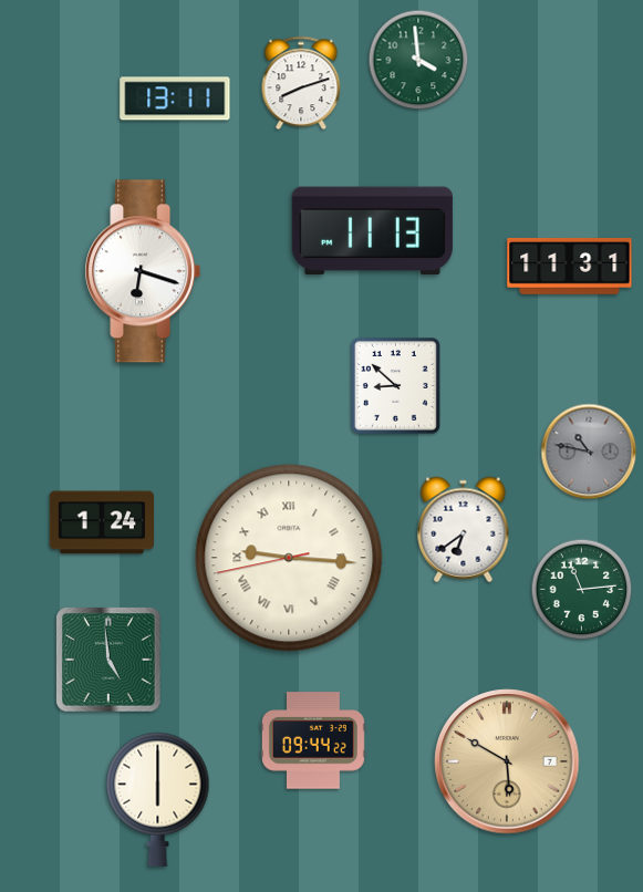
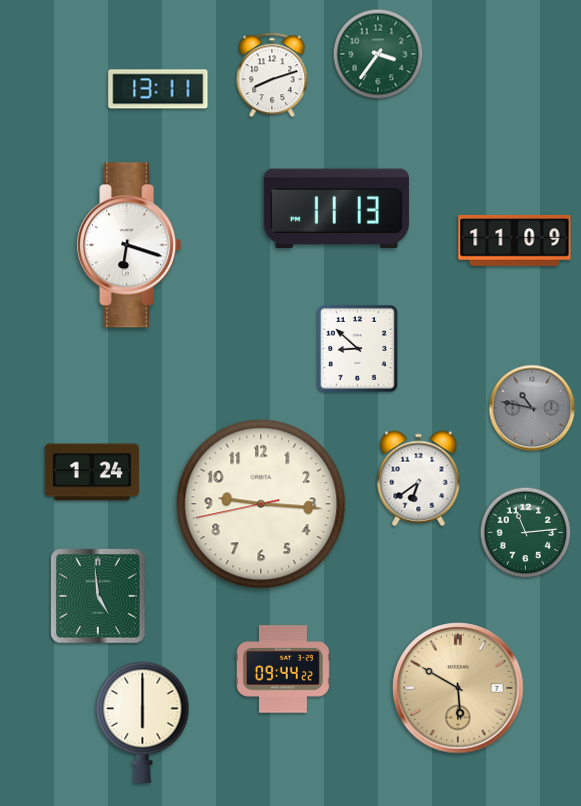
clock at (418, 60): 3:59 -> 3:36
clock at (570, 266): 11:31 -> 11:09
clock at (289, 558) numerals: Roman -> Arabic
